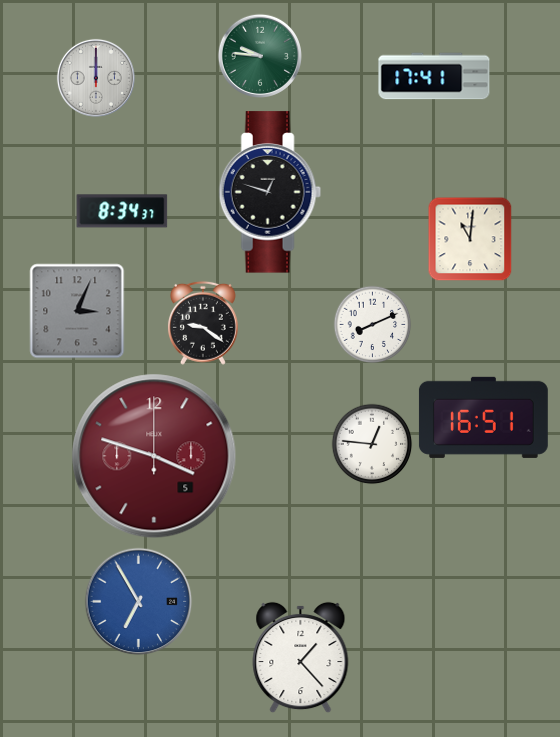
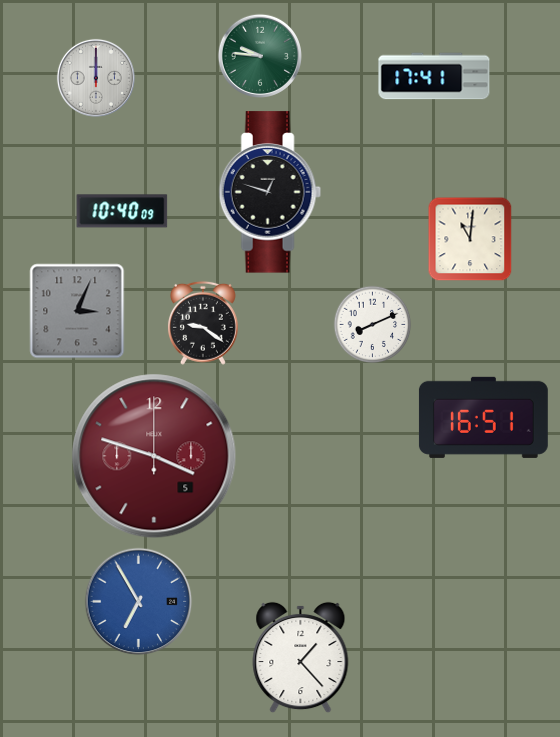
clock at (122, 211): 8:34 -> 10:40
clock at (372, 444): 12:46 -> none
